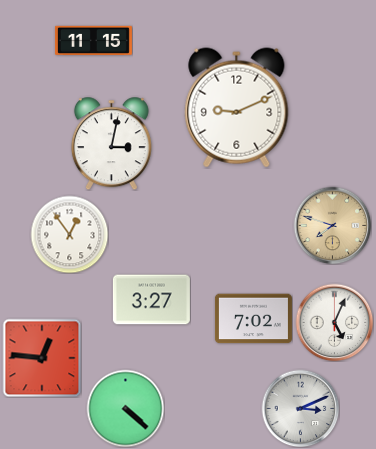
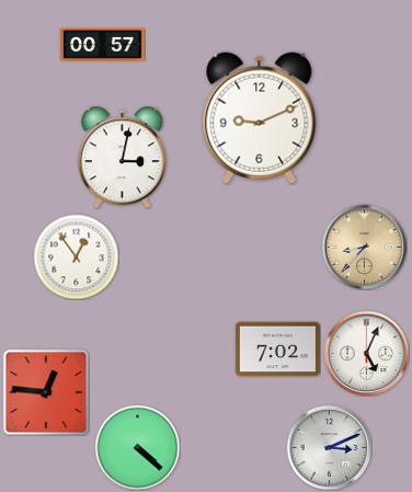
clock at (93, 41): 11:15 -> 00:57
clock at (332, 225): 7:48 -> 8:37
clock at (151, 300): 3:27 -> none
